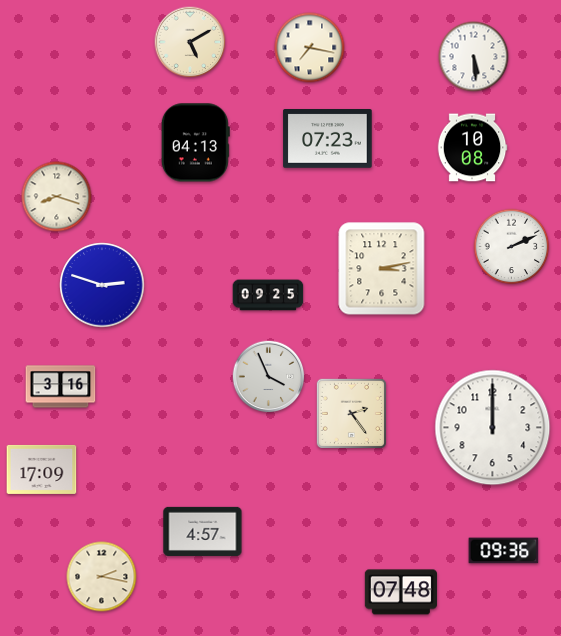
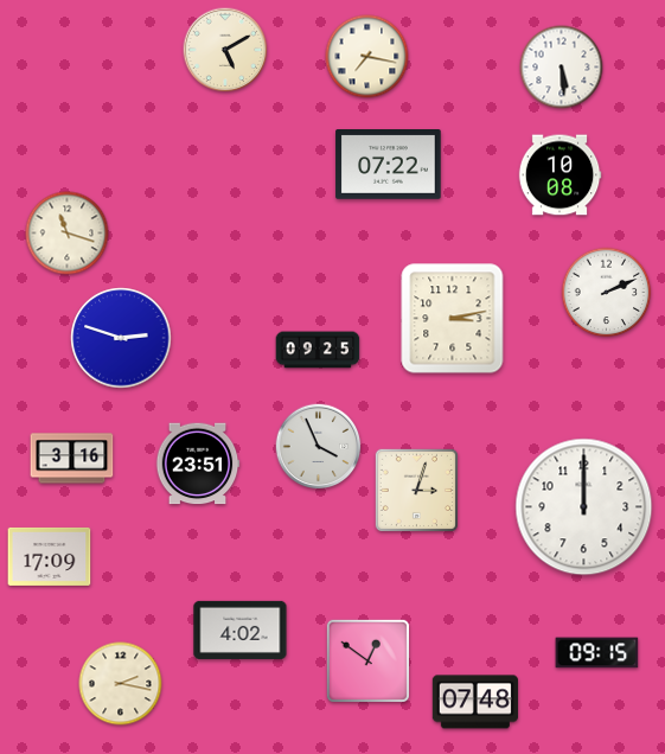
clock at (328, 139): 07:23 -> 07:22
clock at (195, 143): 04:13 -> none
clock at (57, 197): 8:18 -> 11:18
clock at (198, 464): none -> 23:51
clock at (351, 413): 2:24 -> 3:03
clock at (203, 531): 4:57 -> 4:02
clock at (504, 551): 09:36 -> 09:15
clock at (367, 660): none -> 12:51
